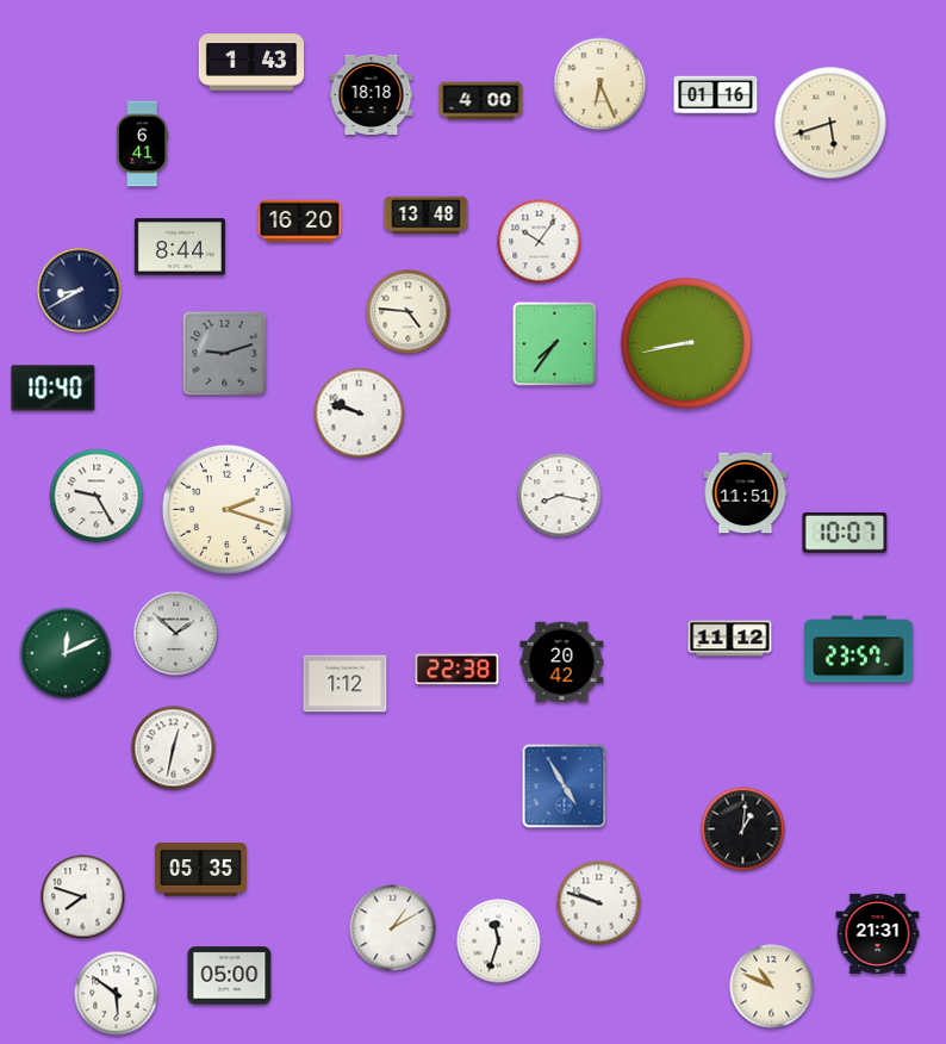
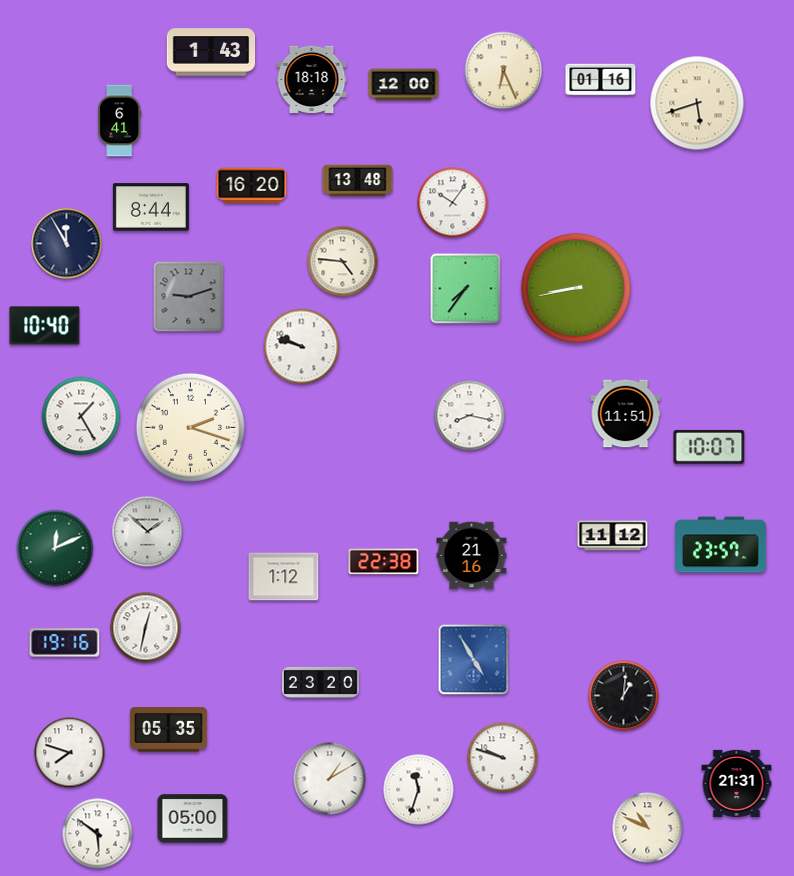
clock at (481, 101): 4:00 -> 12:00
clock at (80, 291): 8:40 -> 11:55
clock at (97, 496): 9:25 -> 1:25
clock at (562, 663): 20:42 -> 21:16
clock at (346, 684) position: (346, 684) -> (284, 577)
clock at (65, 643): none -> 19:16
clock at (321, 682): none -> 23:20
